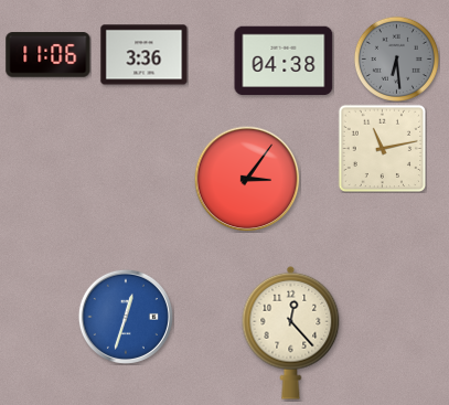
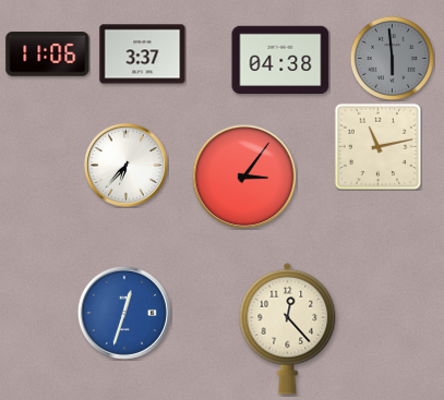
clock at (145, 55): 3:36 -> 3:37
clock at (396, 58): 6:29 -> 5:59
clock at (127, 166): none -> 6:37
